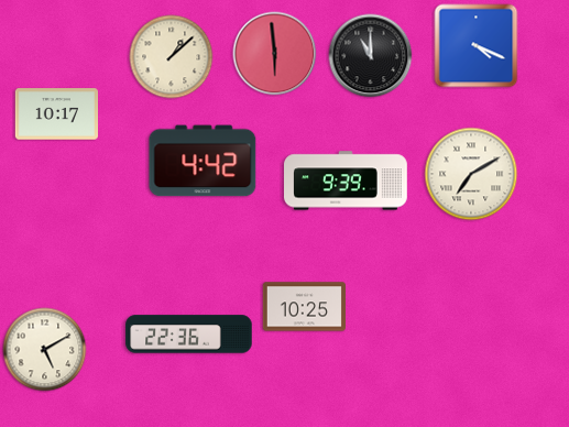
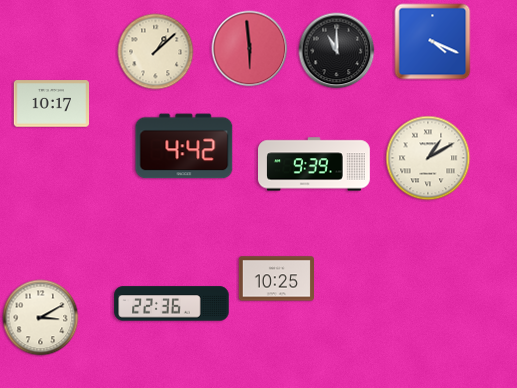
clock at (471, 174): 7:10 -> 1:10
clock at (45, 350): 5:10 -> 3:10
